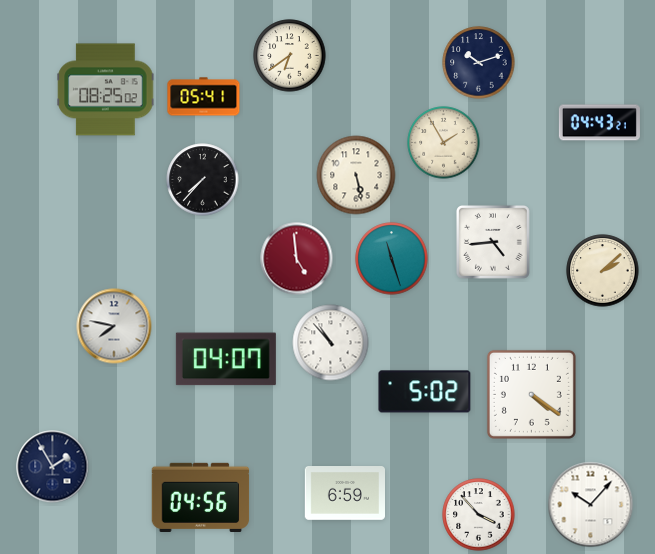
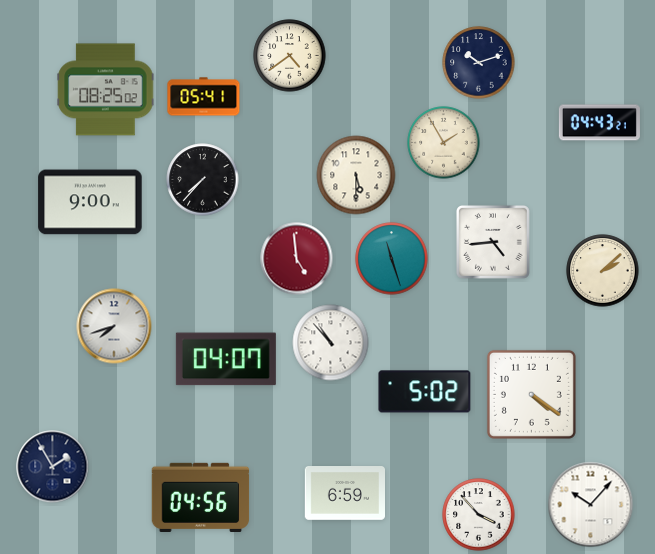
clock at (290, 56): 6:39 -> 4:39
clock at (356, 175): 5:28 -> 5:30
clock at (90, 202): none -> 9:00
clock at (114, 326): 7:47 -> 7:42
